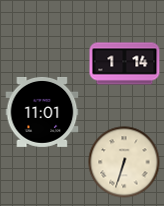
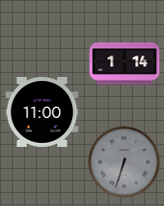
clock at (42, 112): 11:01 -> 11:00
clock at (124, 162) dial: cream -> grey
